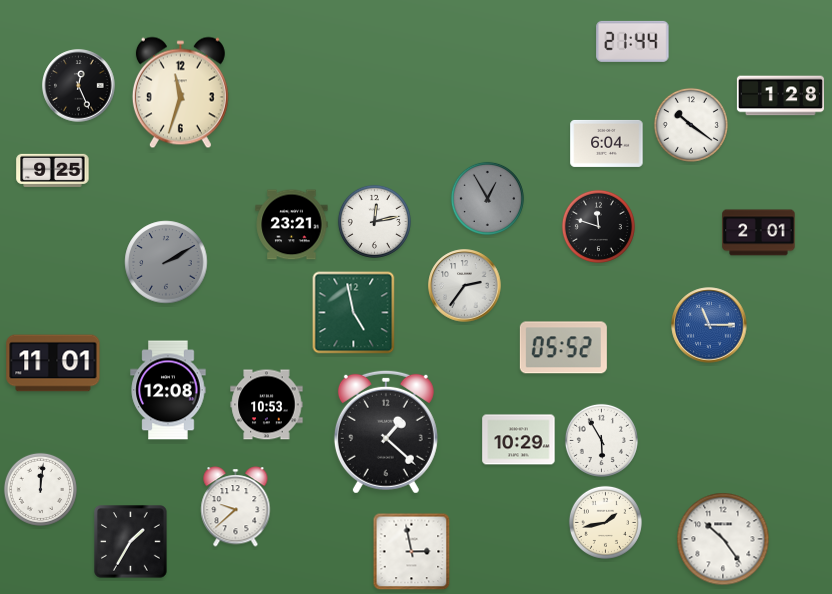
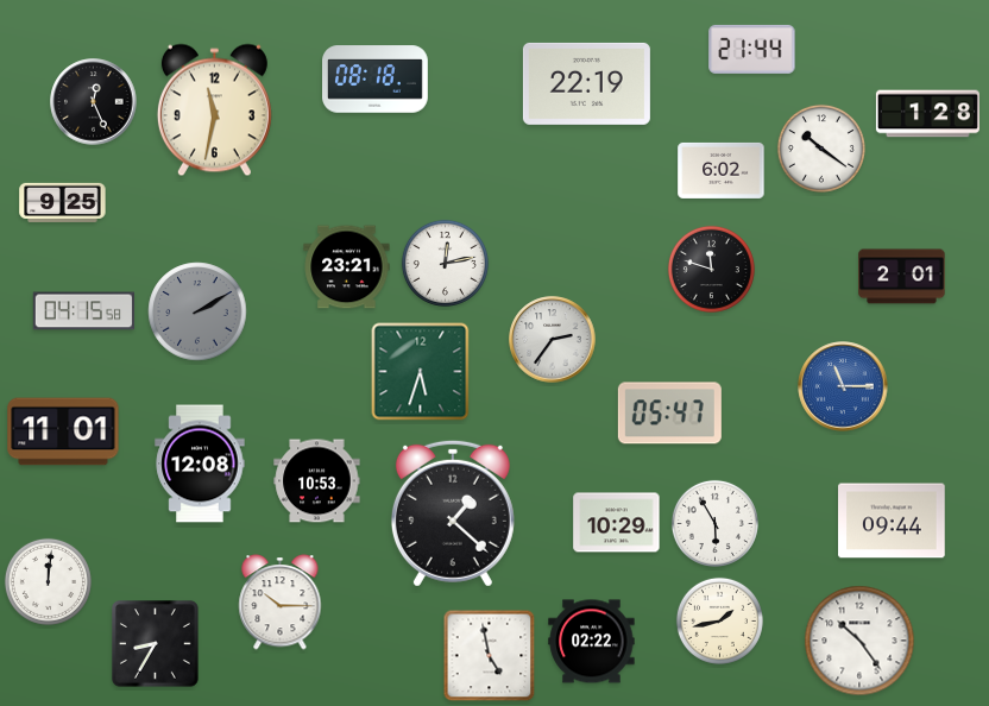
clock at (376, 80): none -> 08:18
clock at (586, 83): none -> 22:19
clock at (180, 93): 11:33 -> 11:32
clock at (607, 143): 6:04 -> 6:02
clock at (487, 198): 12:55 -> none
clock at (83, 311): none -> 04:15
clock at (354, 313): 4:58 -> 5:33
clock at (563, 348): 05:52 -> 05:47
clock at (386, 432) position: (386, 432) -> (453, 513)
clock at (892, 521): none -> 09:44
clock at (236, 507): 9:38 -> 10:15
clock at (592, 642): none -> 02:22
clock at (131, 542): 1:35 -> 8:35
clock at (412, 552): 2:58 -> 4:58
